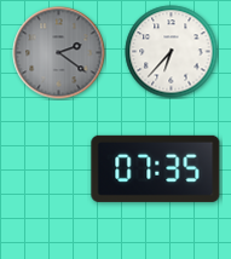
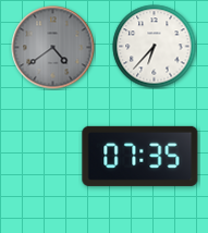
clock at (59, 53): 2:21 -> 4:39
clock at (156, 168) position: (156, 168) -> (140, 156)
